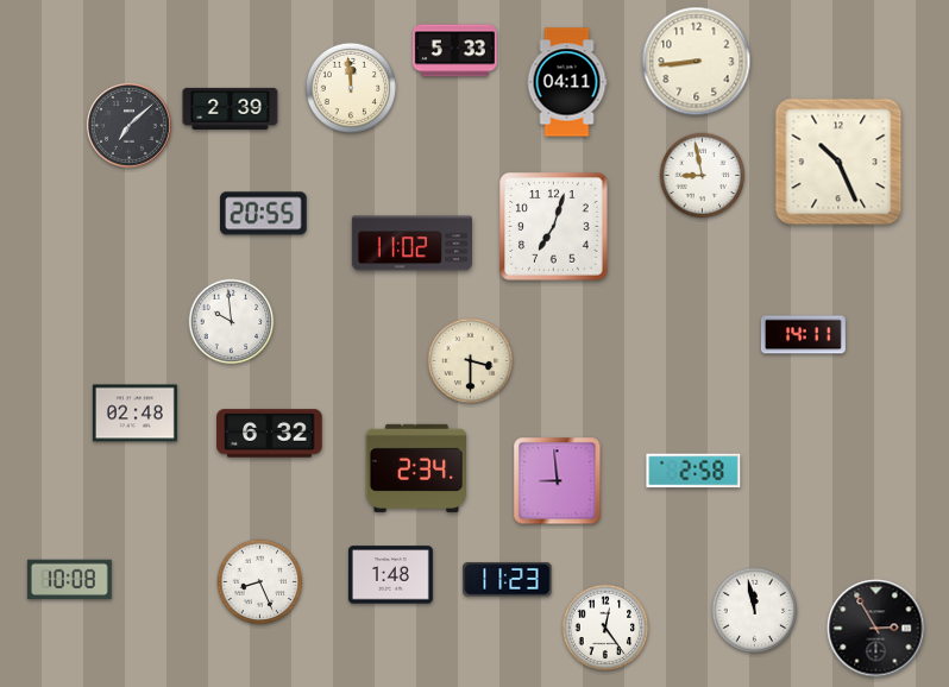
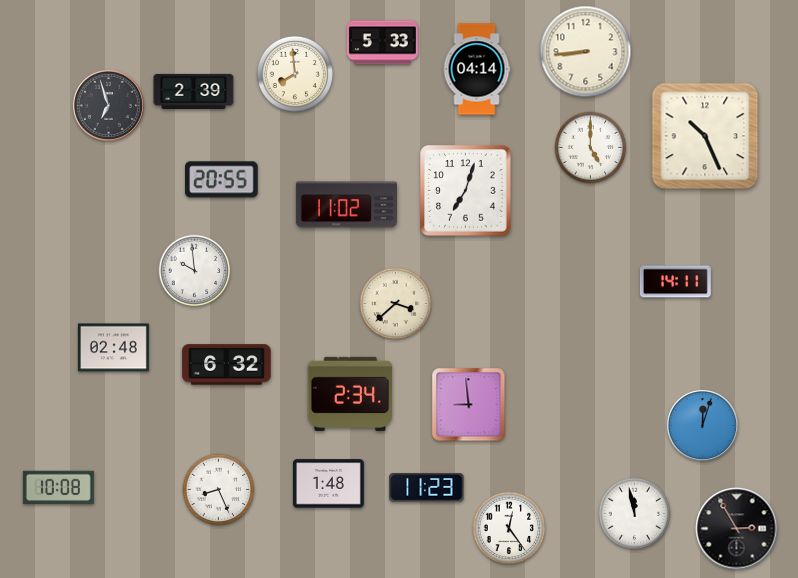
clock at (567, 82): 04:11 -> 04:14
clock at (351, 88): 11:59 -> 7:59
clock at (128, 125): 7:08 -> 6:57
clock at (703, 176): 8:58 -> 5:00
clock at (471, 361): 3:30 -> 3:38
clock at (693, 471): 2:58 -> none
clock at (702, 425): none -> 12:03
